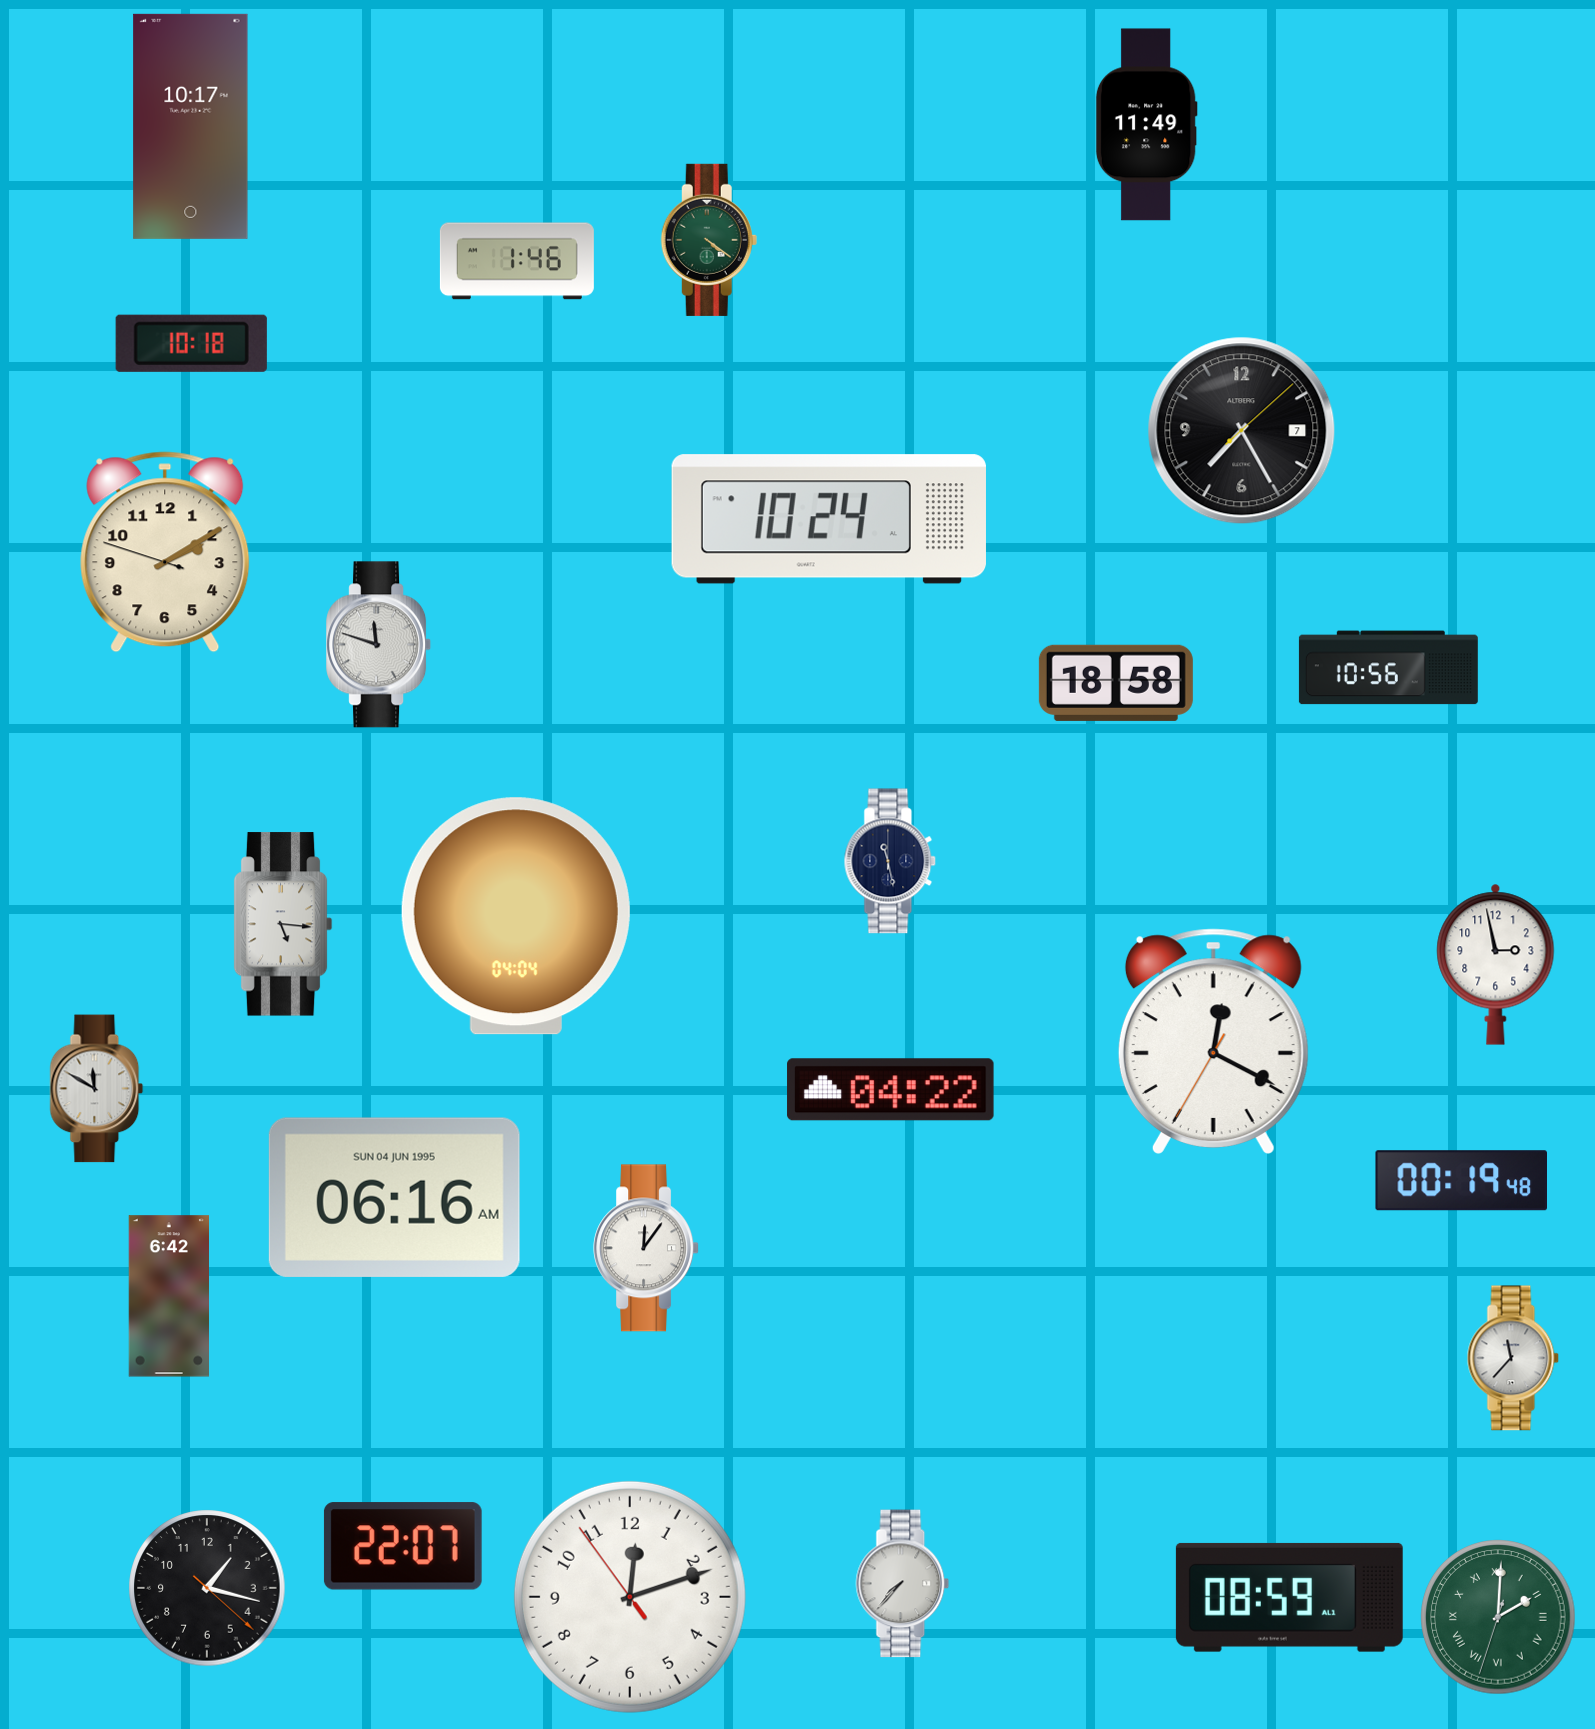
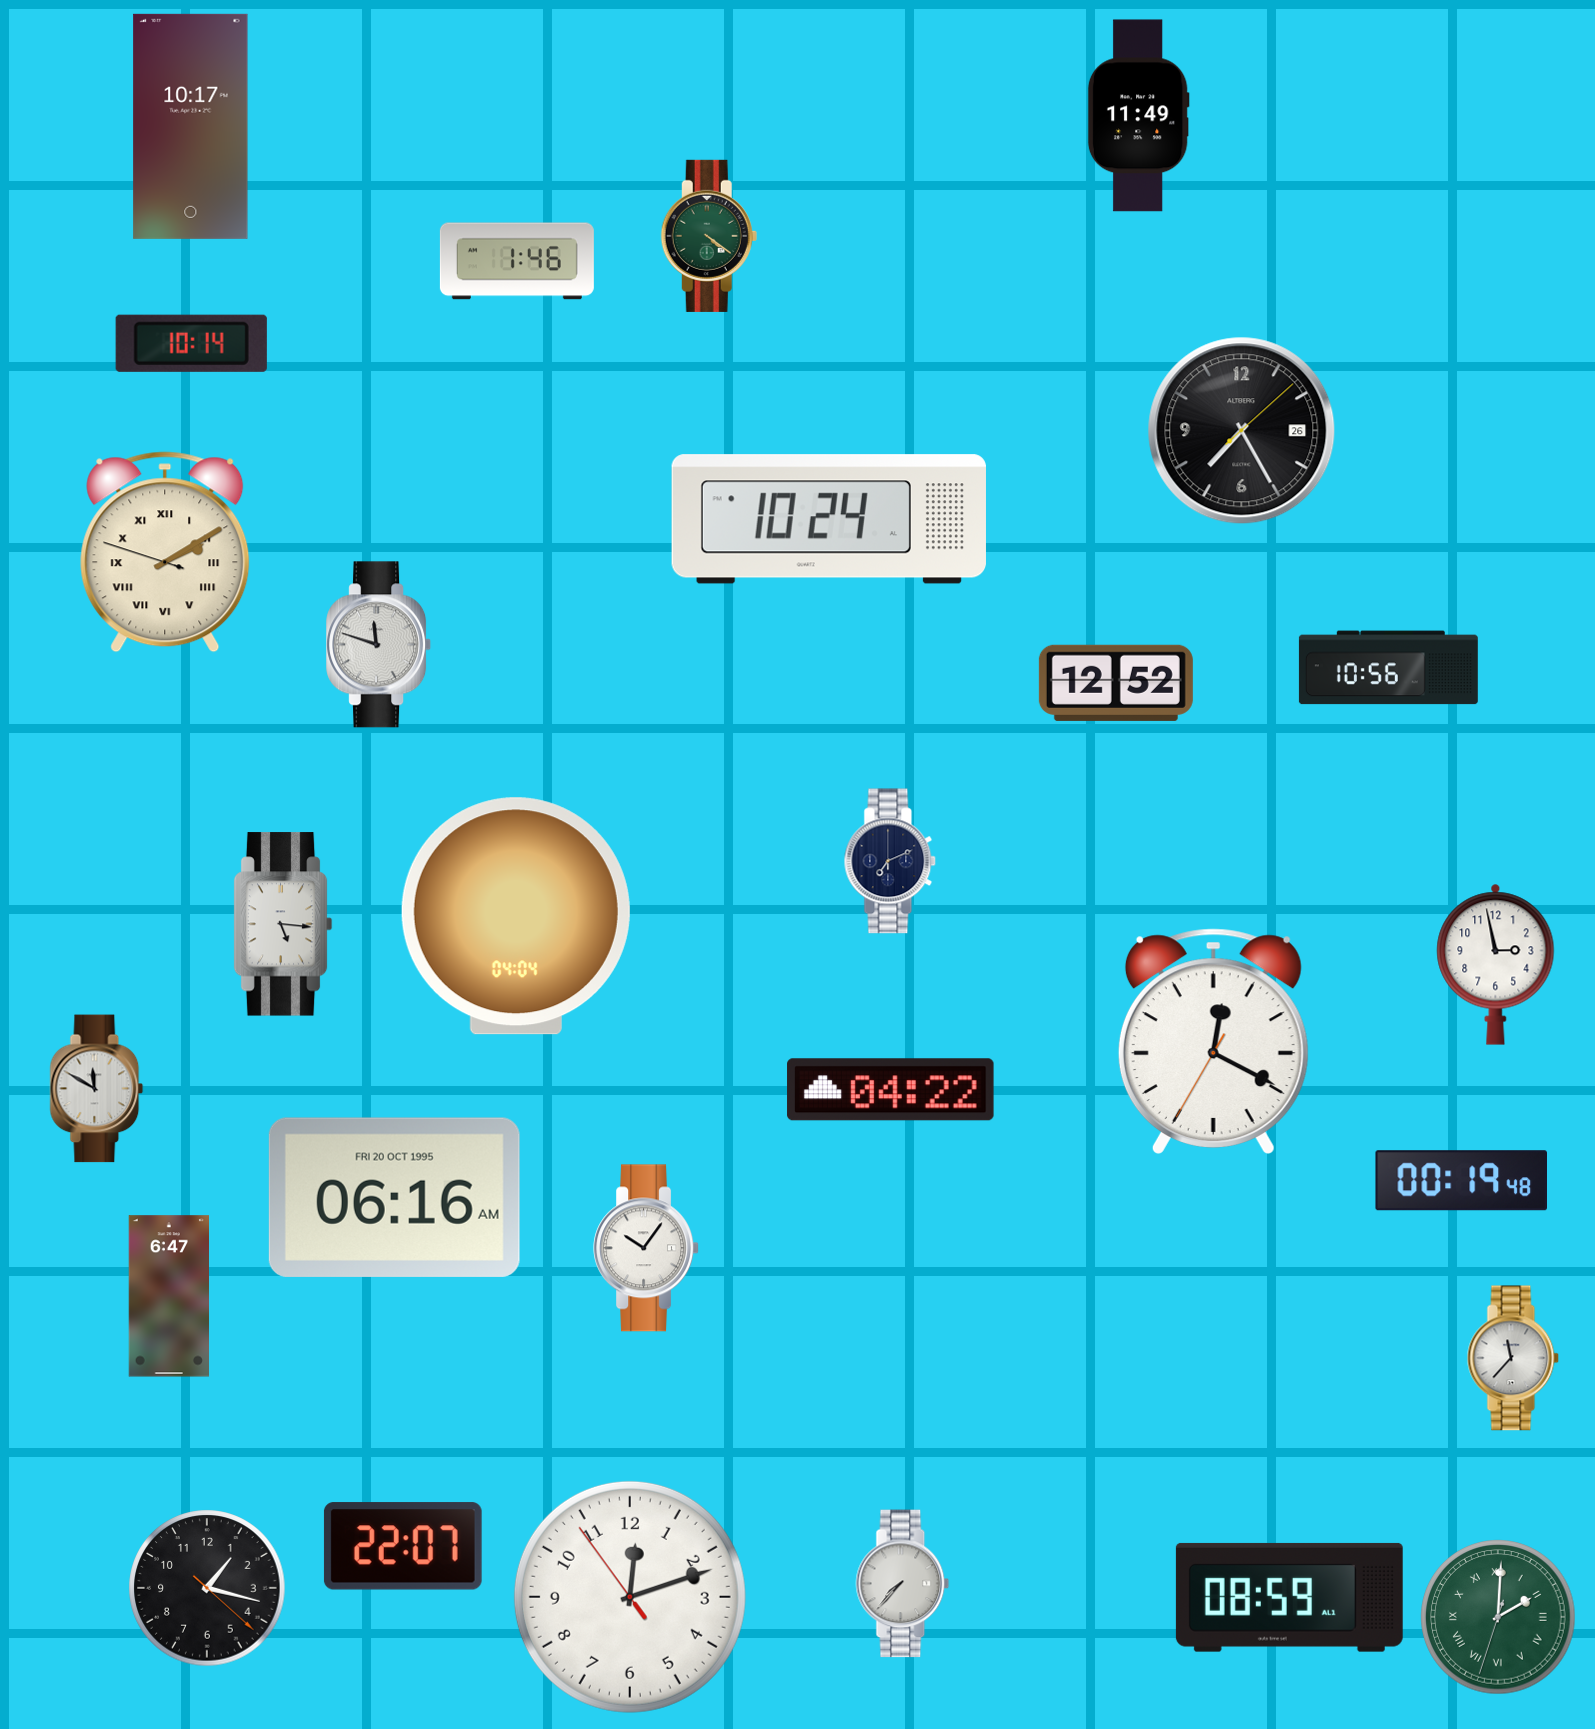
clock at (1146, 125) position: (1146, 125) -> (1138, 116)
clock at (709, 240) position: (709, 240) -> (709, 236)
clock at (191, 343): 10:18 -> 10:14
clock at (1242, 431) date: 7 -> 26
clock at (165, 552) numerals: Arabic -> Roman
clock at (1116, 683): 18:58 -> 12:52
clock at (890, 861): 11:28 -> 7:11
clock at (394, 1197) date: SUN 04 JUN 1995 -> FRI 20 OCT 1995
clock at (647, 1248): 12:06 -> 10:06
clock at (168, 1296): 6:42 -> 6:47
